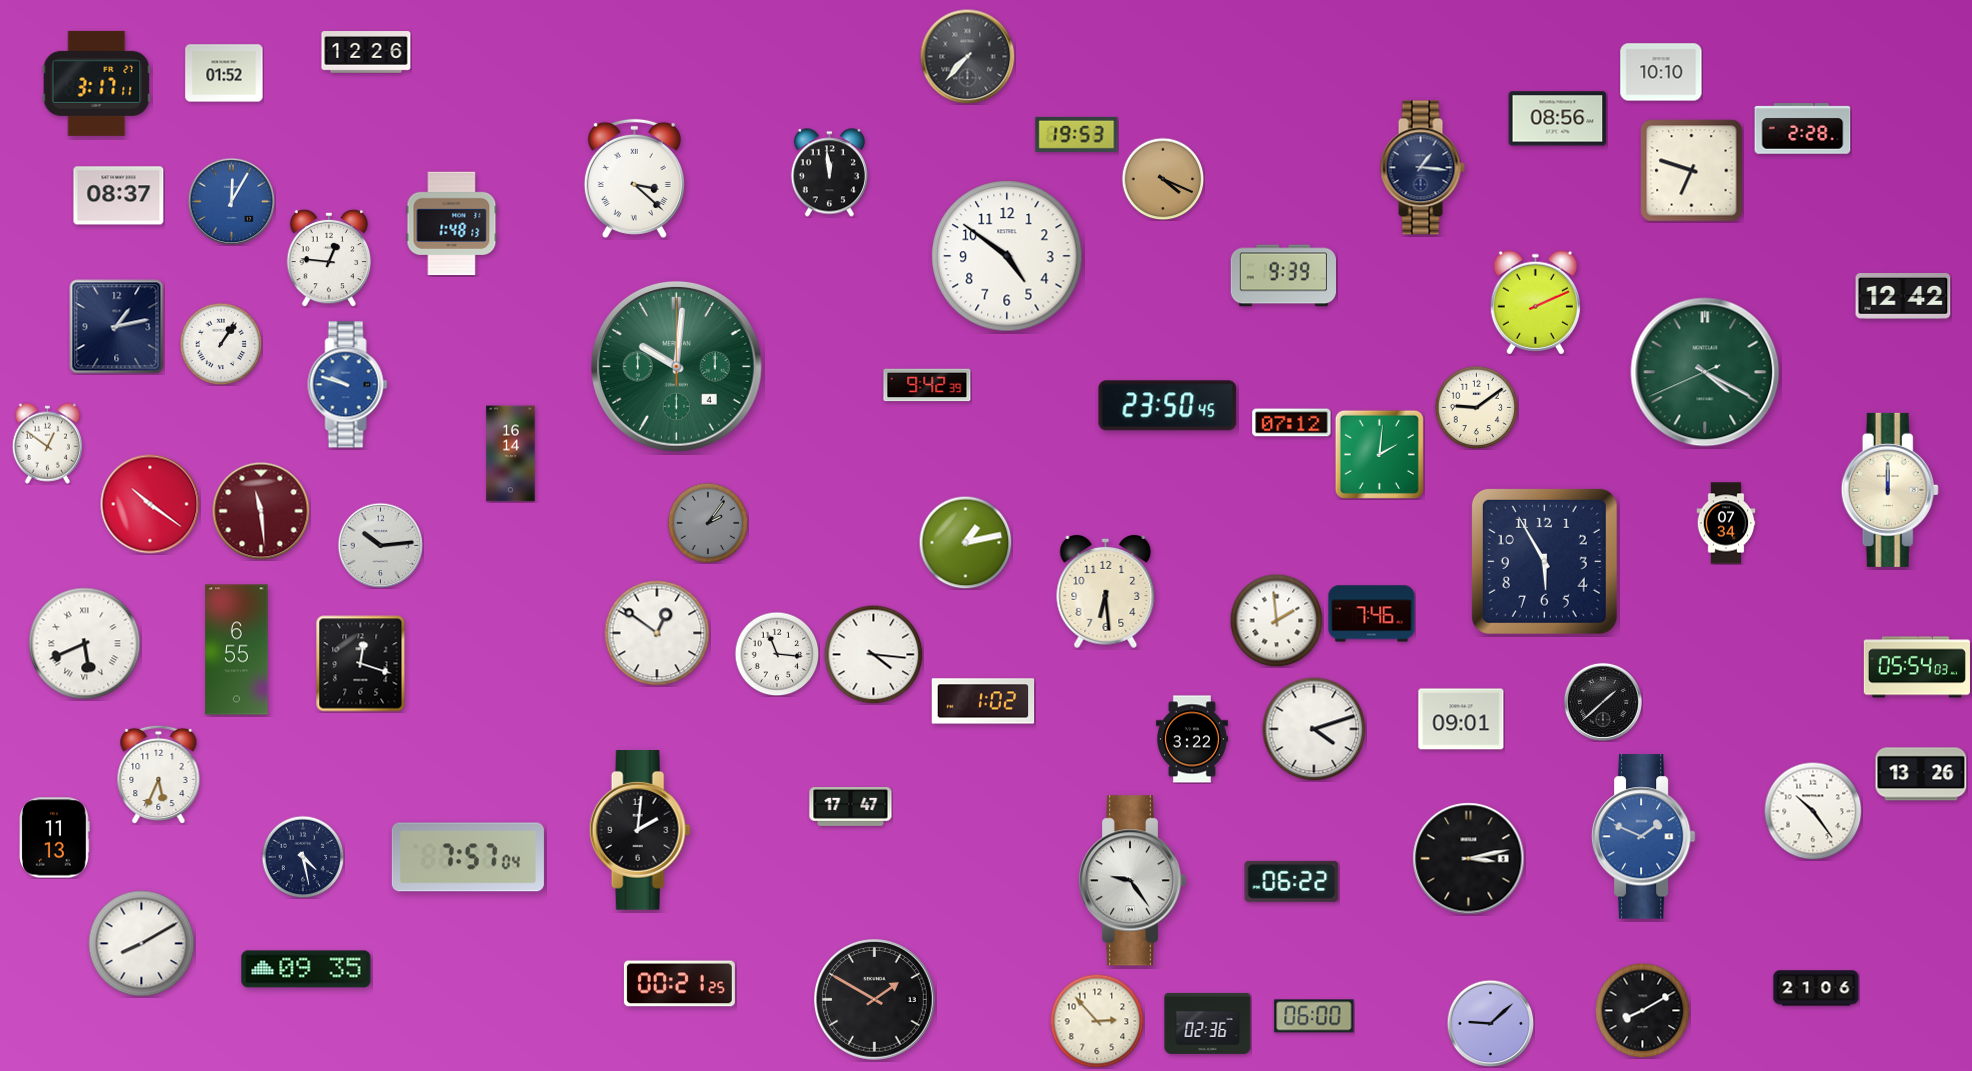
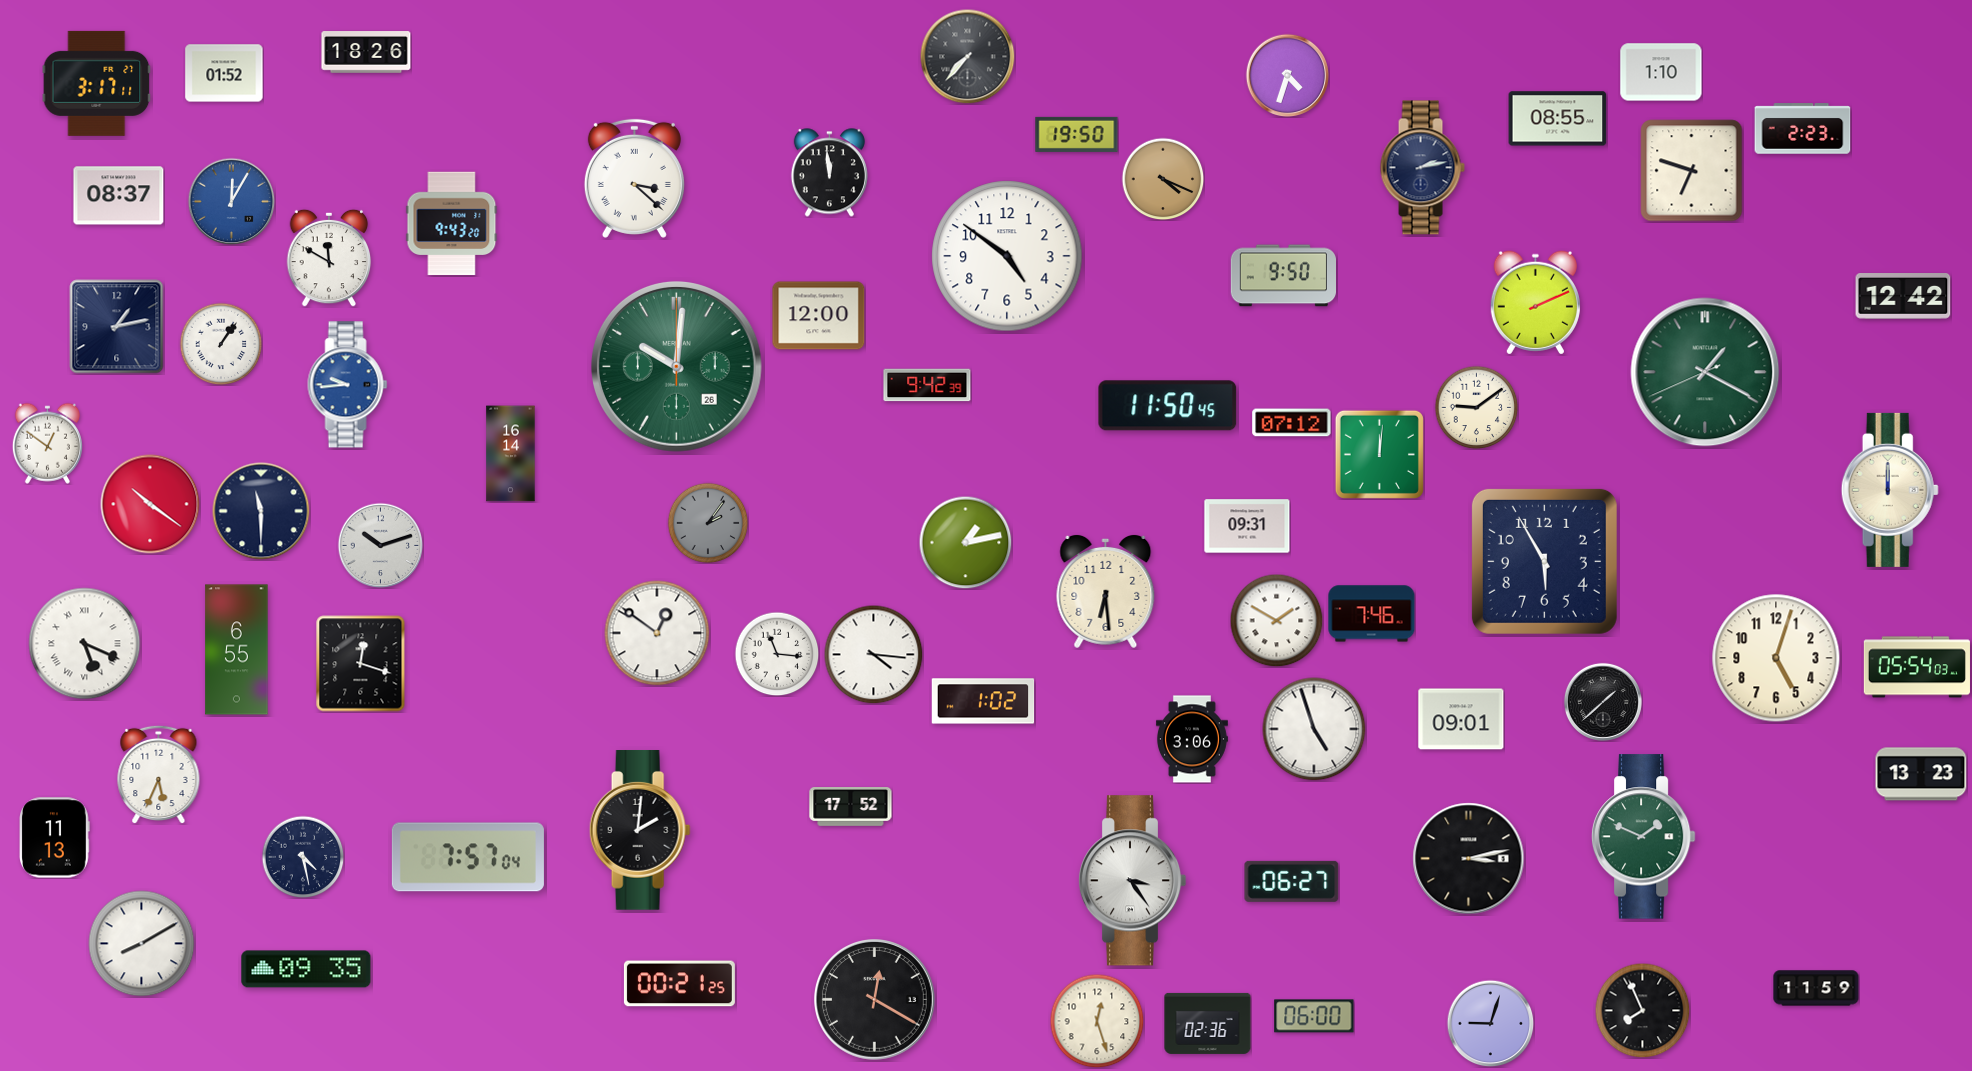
clock at (366, 52): 12:26 -> 18:26
clock at (1661, 72): 10:10 -> 1:10
clock at (1287, 75): none -> 4:33
clock at (1558, 119): 08:56 -> 08:55
clock at (1803, 129): 2:28 -> 2:23
clock at (1077, 134): 19:53 -> 19:50
clock at (1422, 168): 1:16 -> 2:13
clock at (452, 224): 1:48 -> 9:43
clock at (329, 258): 12:46 -> 11:50
clock at (1283, 276): 9:39 -> 9:50
clock at (819, 316): none -> 12:00
clock at (676, 366) date: 4 -> 26
clock at (1705, 372): 4:19 -> 1:19
clock at (348, 385): 9:48 -> 9:44
clock at (1168, 406): 23:50 -> 11:50
clock at (1379, 454): 2:01 -> 12:01
clock at (261, 511): 11:29 -> 11:30
clock at (261, 511) dial: burgundy -> navy
clock at (1726, 523): 07:34 -> none
clock at (1247, 526): none -> 09:31
clock at (380, 545): 10:14 -> 10:12
clock at (1276, 620): 1:59 -> 1:50
clock at (85, 644): 5:41 -> 5:19
clock at (1776, 658): none -> 5:03
clock at (1314, 729): 4:12 -> 4:57
clock at (1192, 739): 3:22 -> 3:06
clock at (1921, 774): 13:26 -> 13:23
clock at (851, 807): 17:47 -> 17:52
clock at (1813, 811): 10:24 -> none
clock at (1643, 837) dial: blue -> green
clock at (1132, 881): 9:24 -> 3:24
clock at (1292, 881): 06:22 -> 06:27
clock at (1816, 988): 21:06 -> 11:59
clock at (875, 1000): 1:50 -> 12:20
clock at (1642, 1010): 8:10 -> 7:56
clock at (1097, 1021): 2:53 -> 12:27
clock at (1490, 1023): 9:08 -> 9:03
